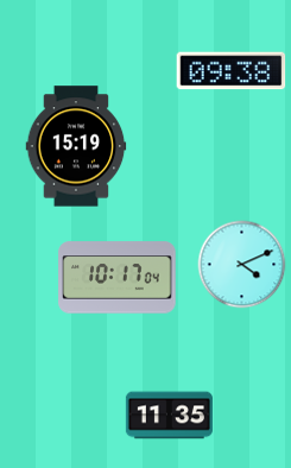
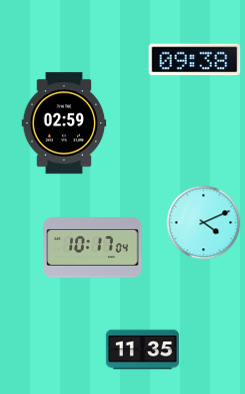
clock at (76, 146): 15:19 -> 02:59
clock at (118, 278) position: (118, 278) -> (93, 248)
